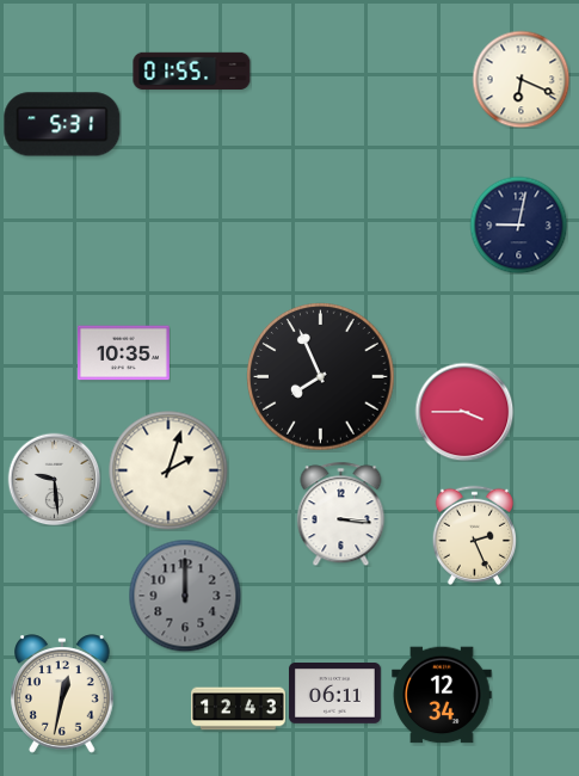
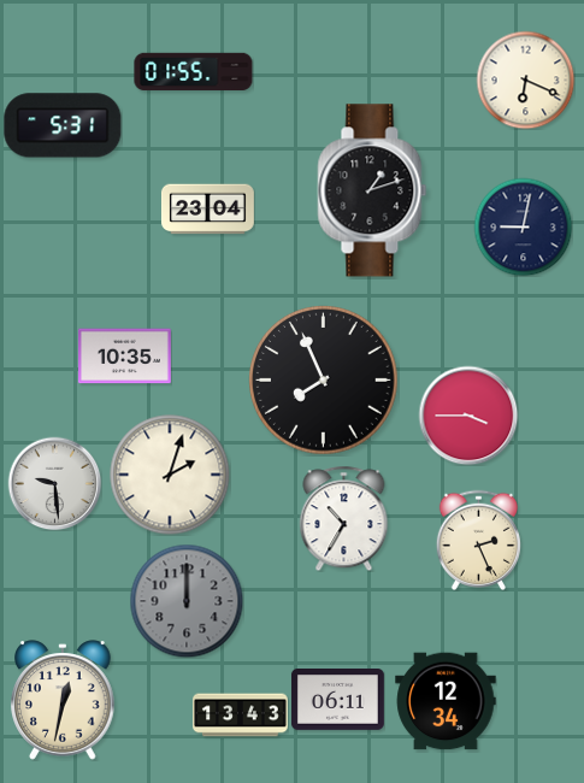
clock at (372, 190): none -> 1:12
clock at (207, 210): none -> 23:04
clock at (341, 513): 3:16 -> 10:35
clock at (239, 709): 12:43 -> 13:43
